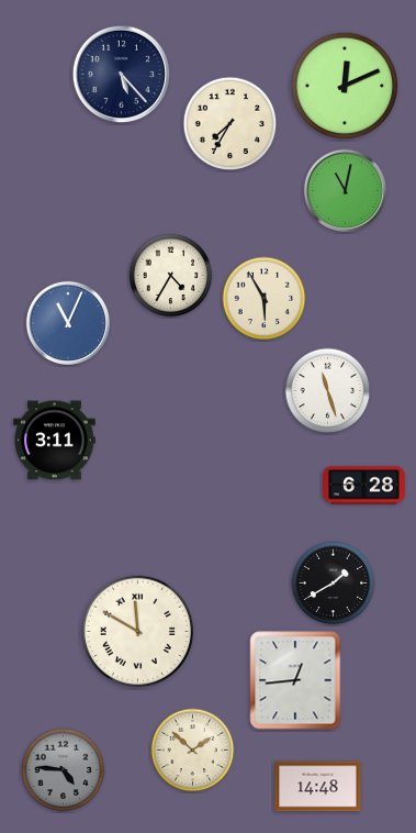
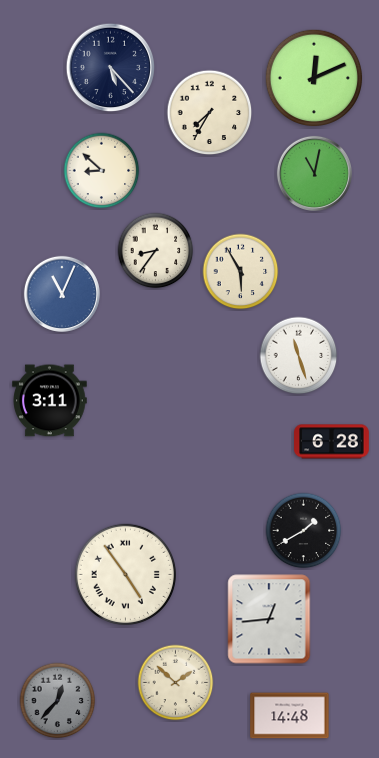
clock at (102, 171): none -> 8:52
clock at (171, 276): 4:35 -> 8:36
clock at (137, 631): 11:50 -> 4:54
clock at (64, 770): 4:46 -> 12:37
